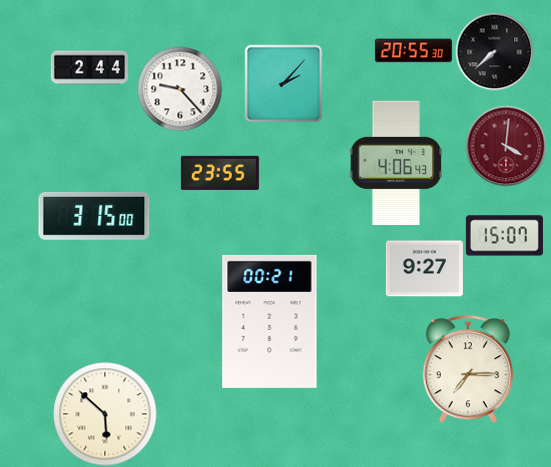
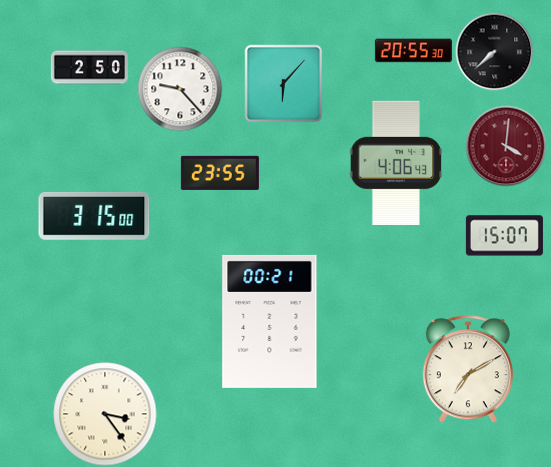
clock at (89, 68): 2:44 -> 2:50
clock at (283, 83): 2:07 -> 6:07
clock at (424, 269): 9:27 -> none
clock at (468, 369): 7:15 -> 7:10
clock at (105, 414): 5:52 -> 3:24
